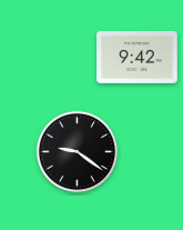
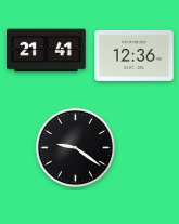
clock at (47, 51): none -> 21:41
clock at (138, 58): 9:42 -> 12:36
